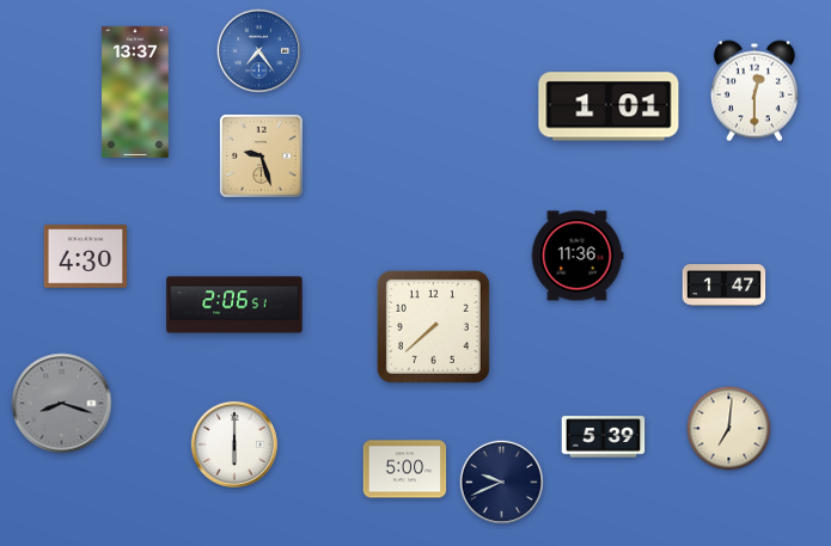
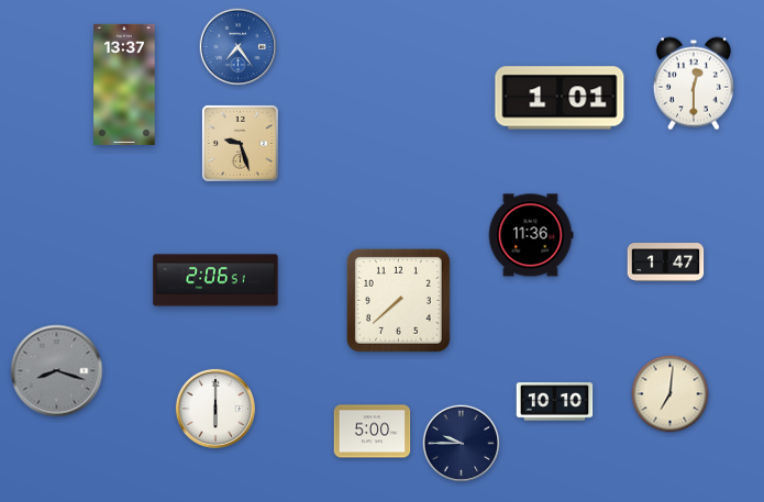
clock at (86, 257): 4:30 -> none
clock at (604, 437): 5:39 -> 10:10
clock at (502, 483): 9:41 -> 9:45
